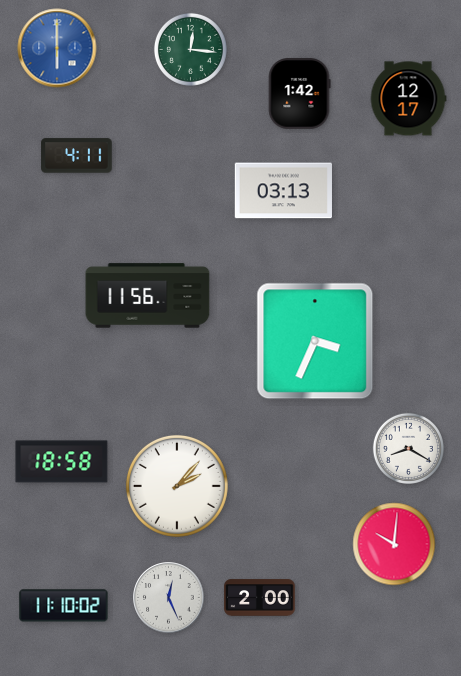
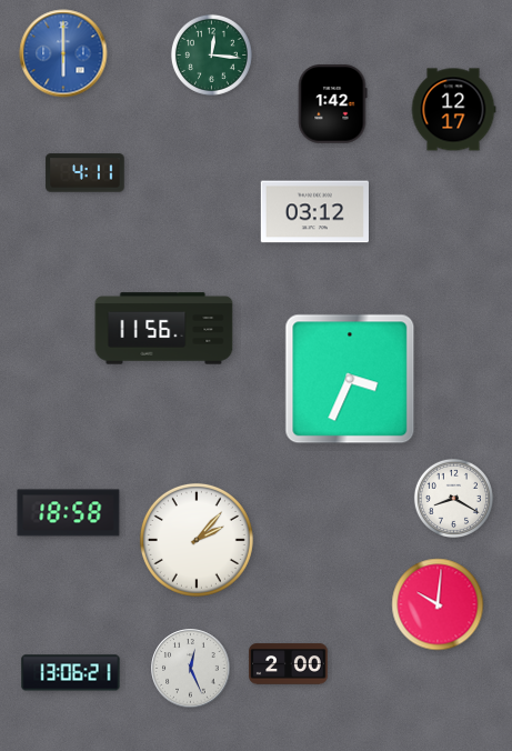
clock at (283, 191): 03:13 -> 03:12
clock at (169, 598) position: (169, 598) -> (191, 669)
clock at (64, 606): 11:10 -> 13:06
